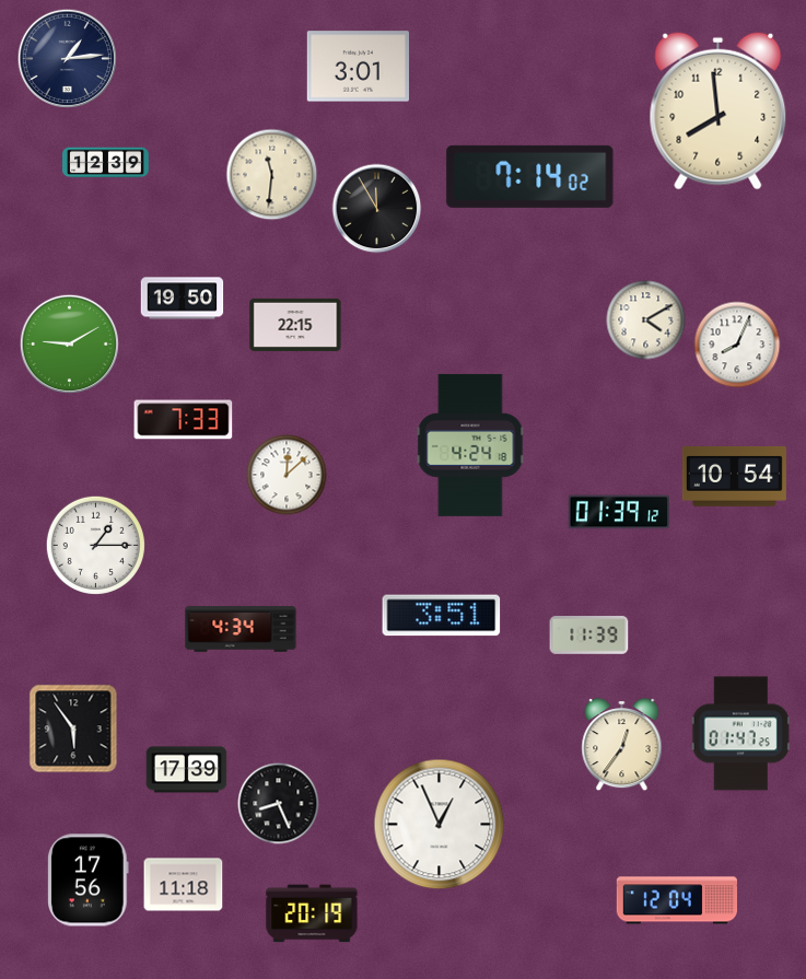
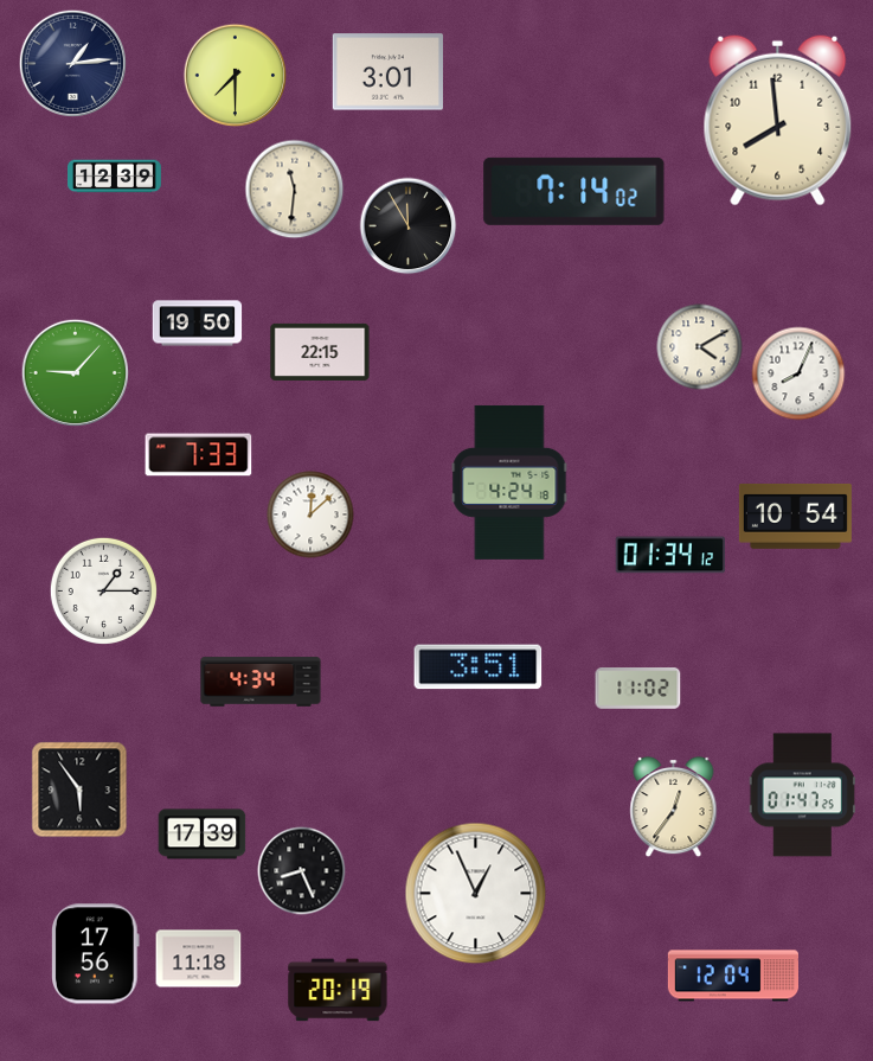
clock at (236, 76): none -> 7:30
clock at (69, 343): 9:10 -> 9:07
clock at (618, 512): 01:39 -> 01:34
clock at (589, 636): 11:39 -> 11:02
